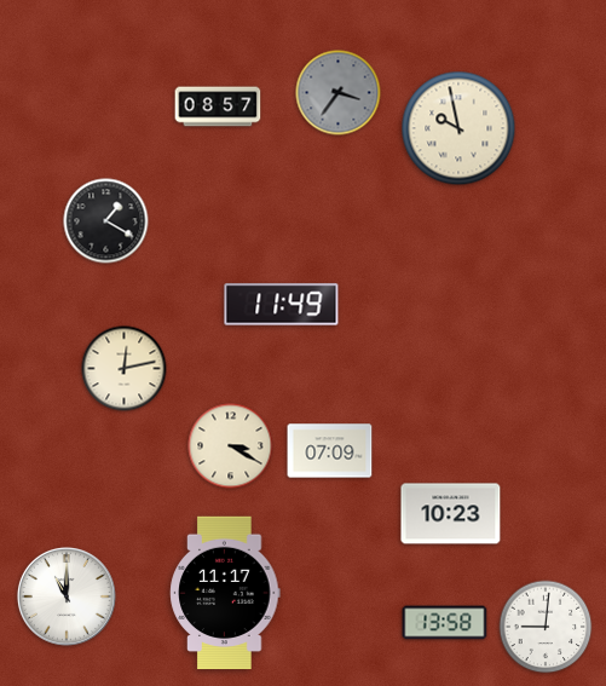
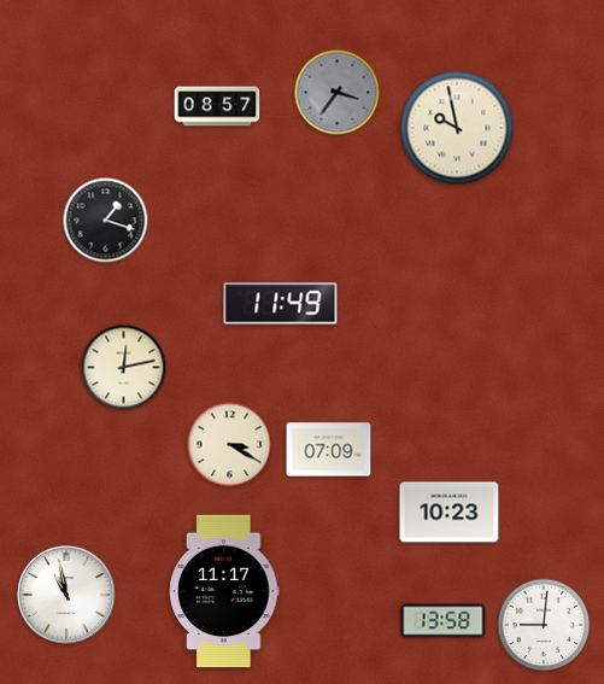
clock at (106, 221): 1:20 -> 1:18
clock at (67, 596): 11:00 -> 10:58
